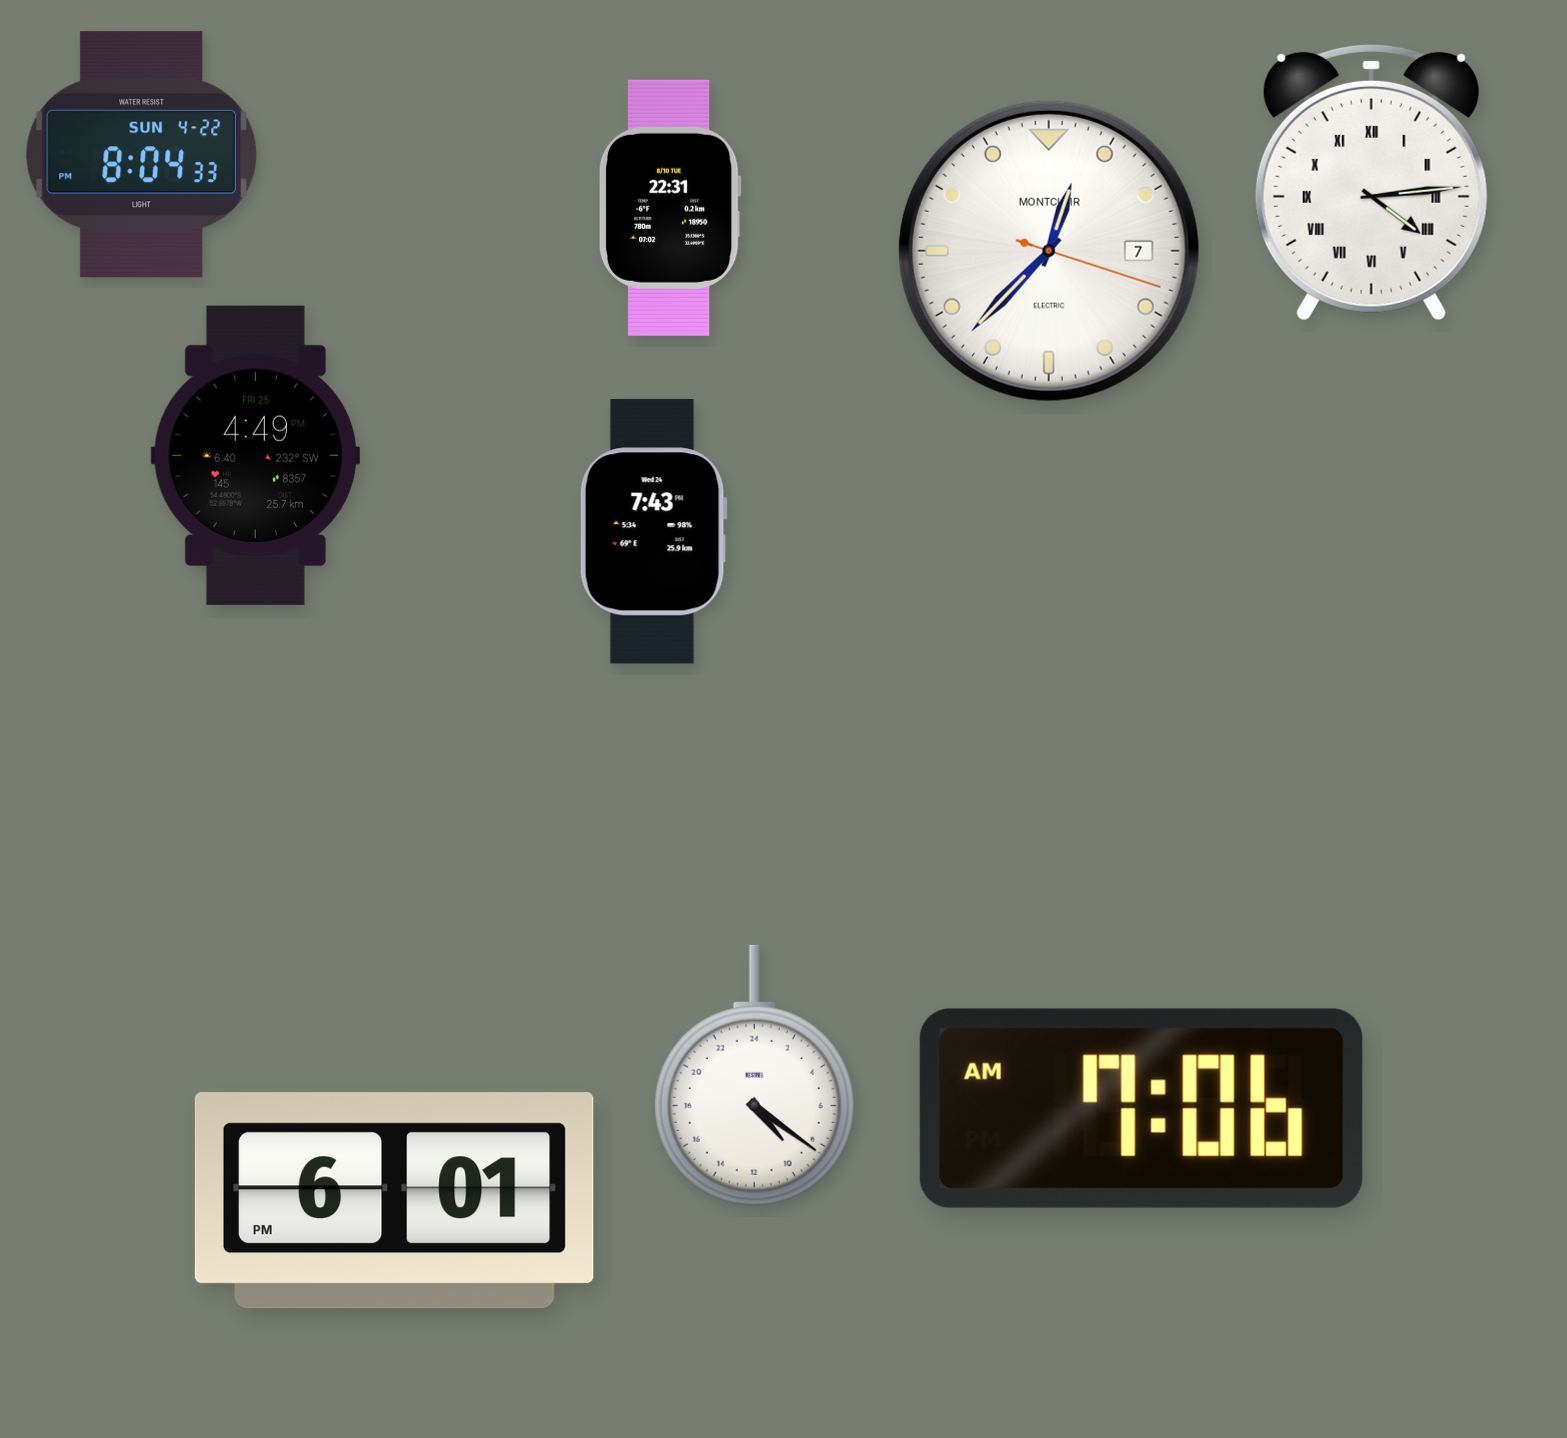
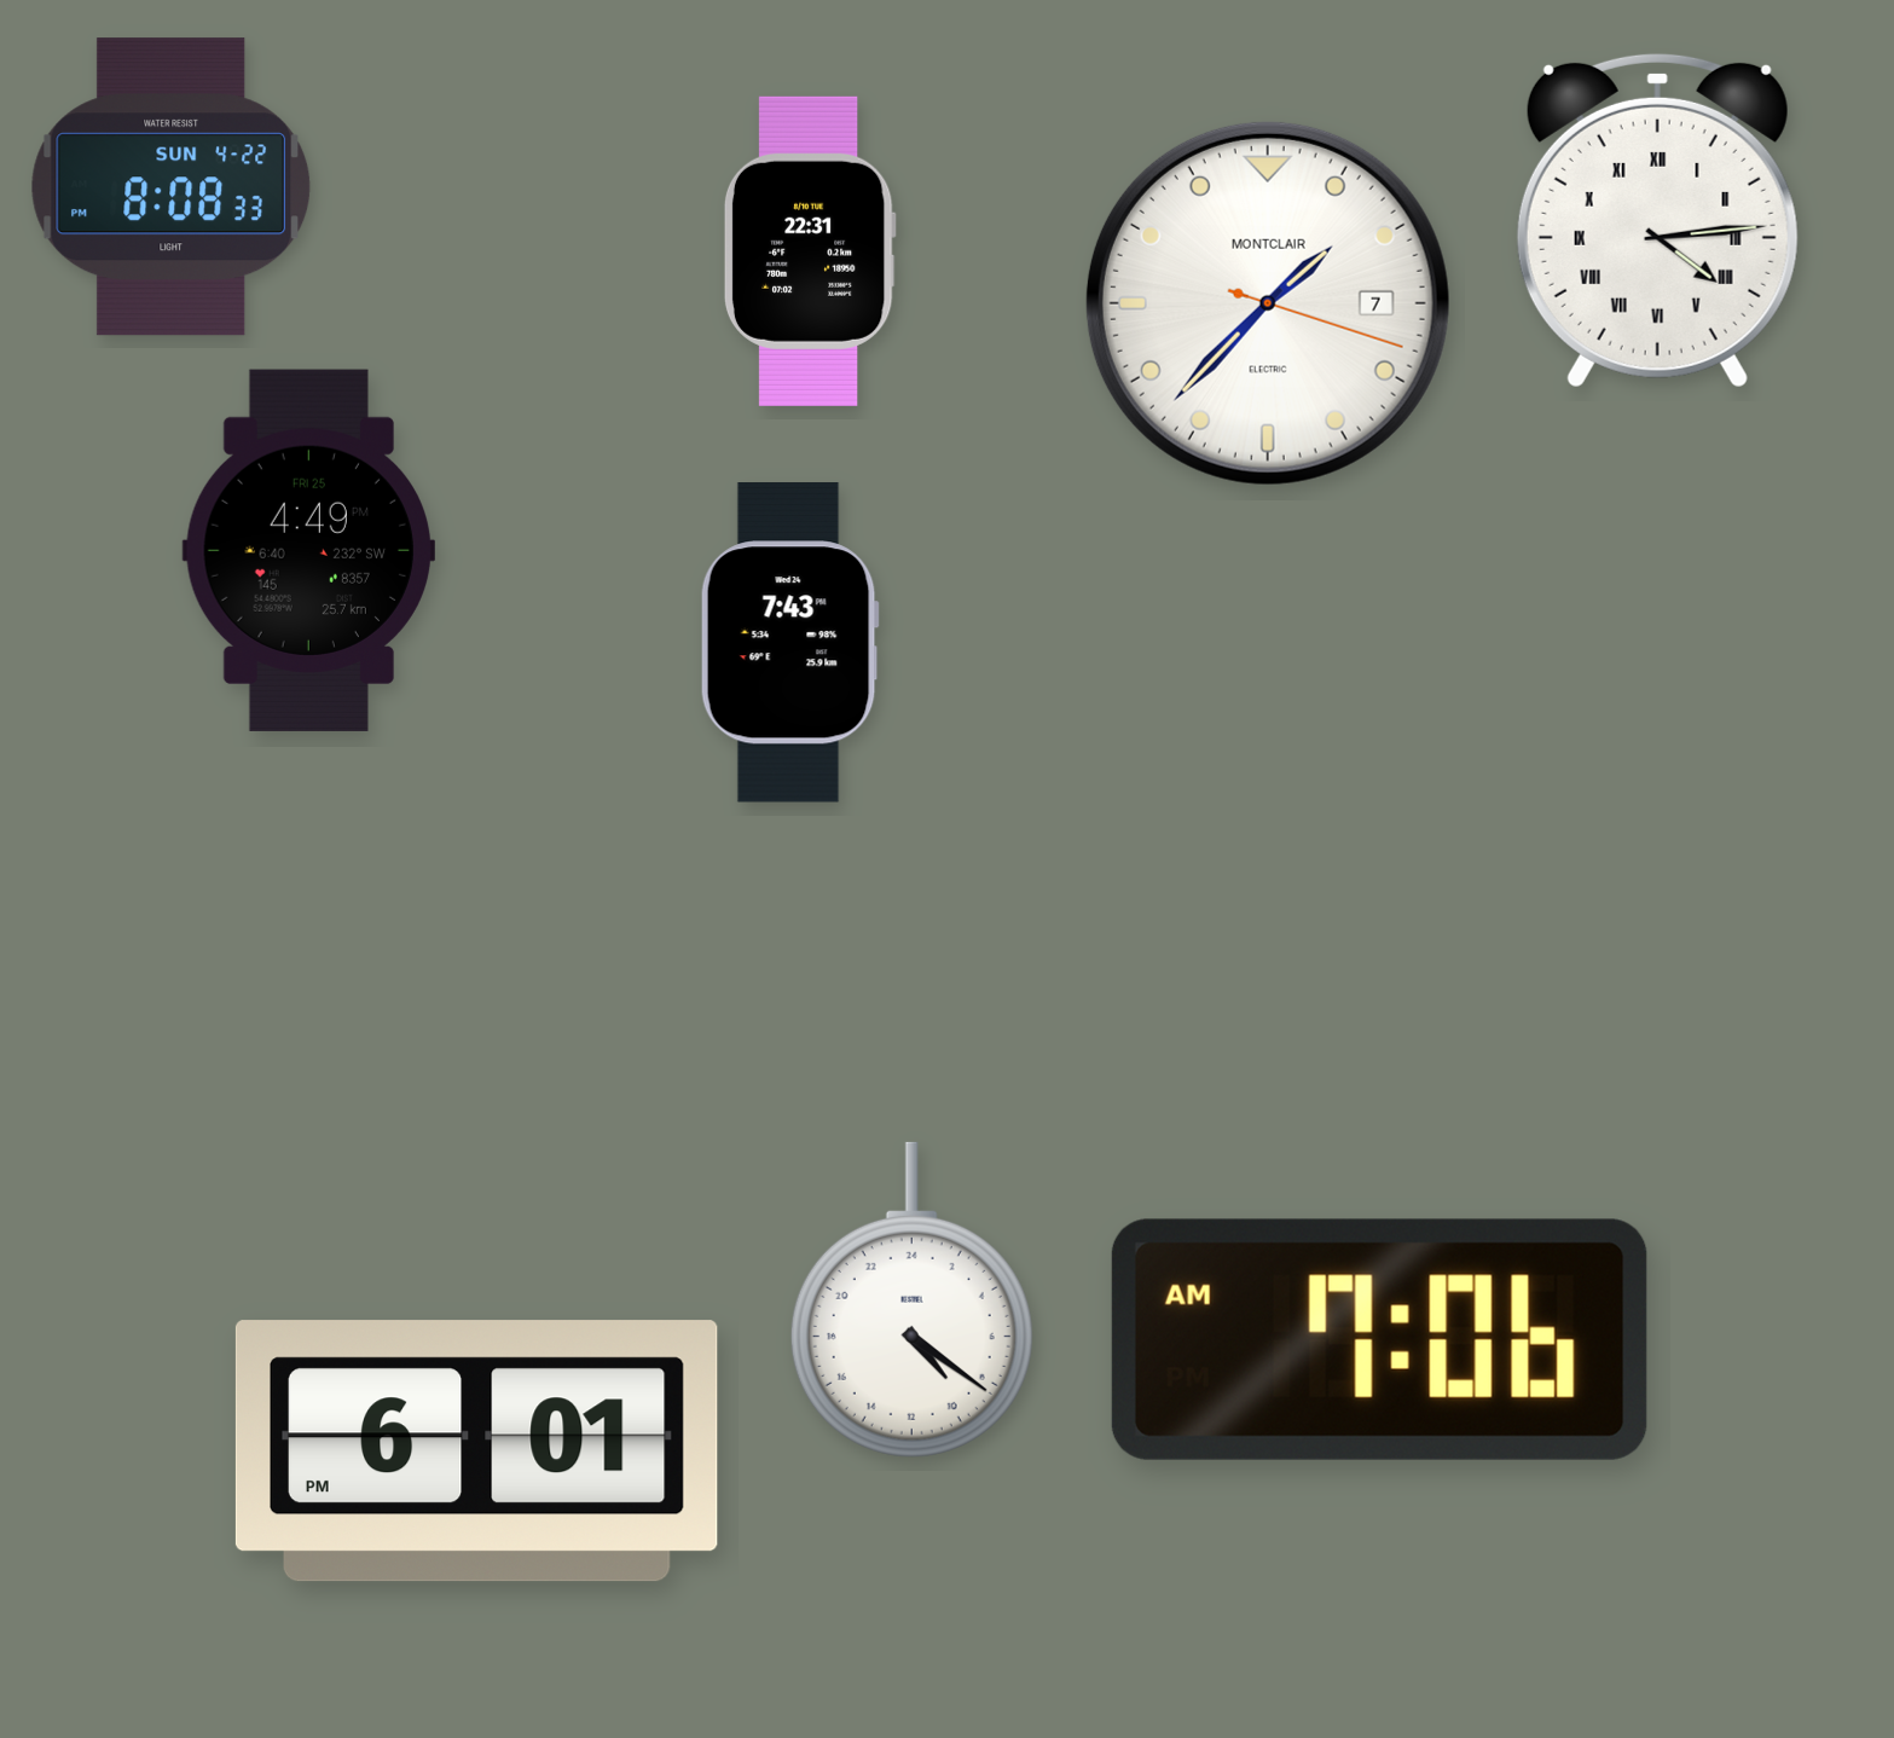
clock at (141, 155): 8:04 -> 8:08
clock at (1049, 251): 12:37 -> 1:37
